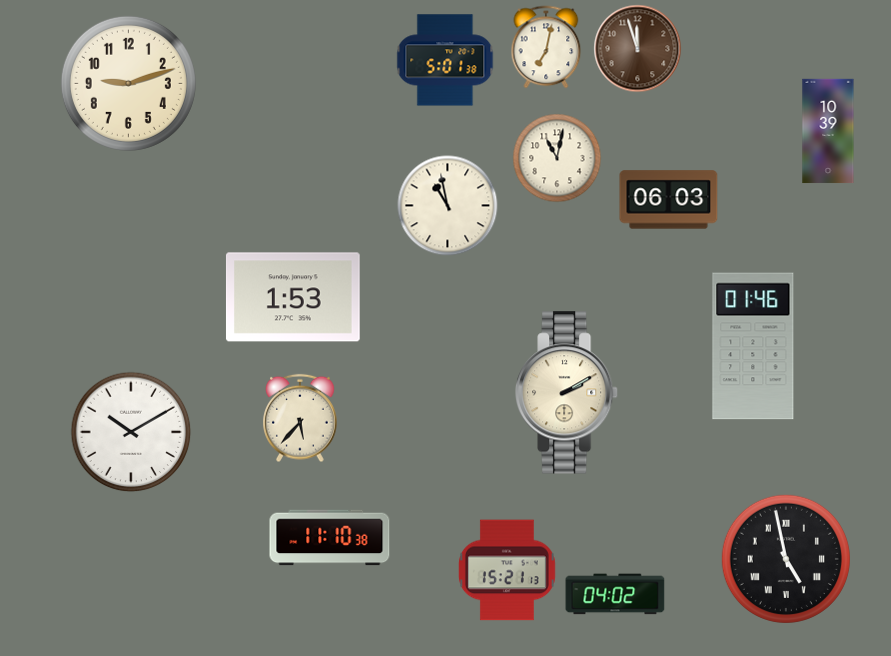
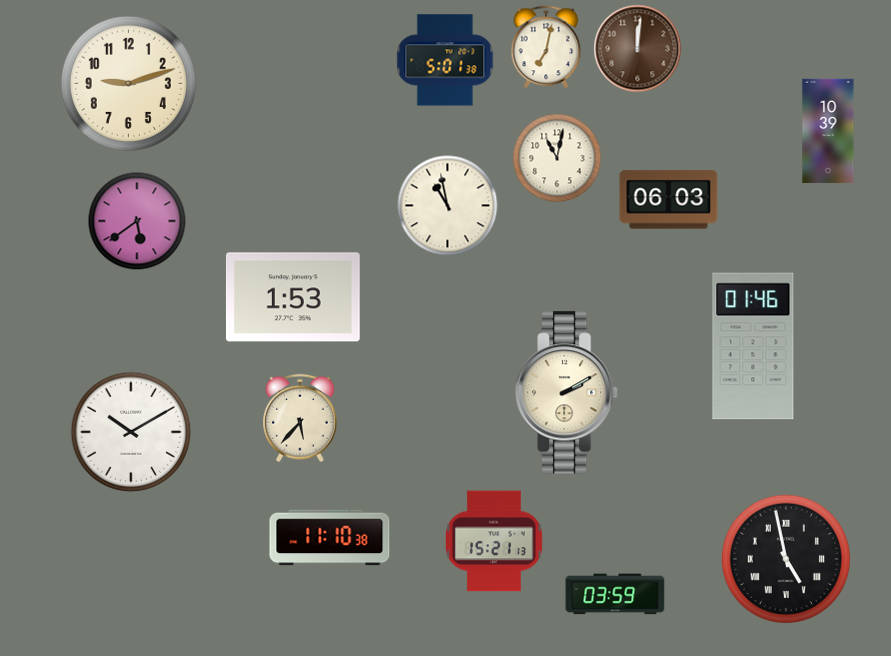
clock at (638, 49): 11:57 -> 12:01
clock at (137, 221): none -> 5:39
clock at (507, 570) position: (507, 570) -> (494, 541)
clock at (615, 594): 04:02 -> 03:59
